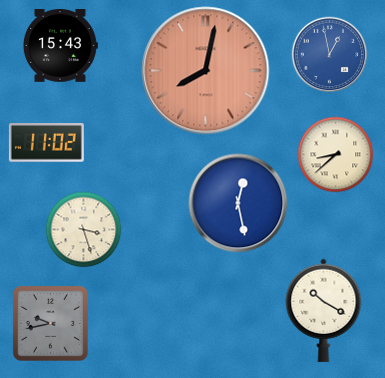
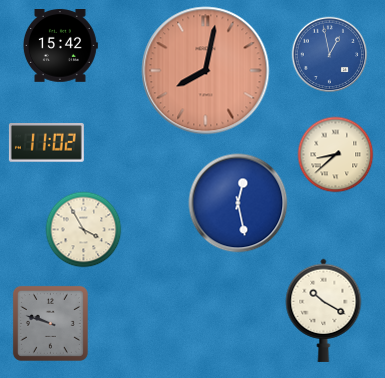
clock at (60, 46): 15:43 -> 15:42
clock at (84, 230): 3:27 -> 3:55
clock at (50, 323): 9:43 -> 9:48
